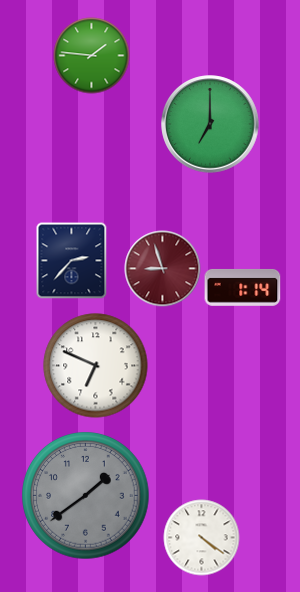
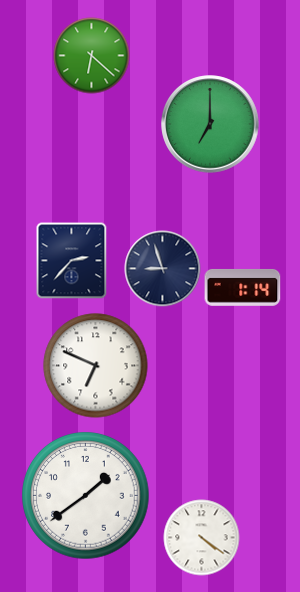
clock at (92, 56): 1:46 -> 6:22
clock at (163, 269) dial: burgundy -> navy
clock at (86, 496) dial: grey -> white
